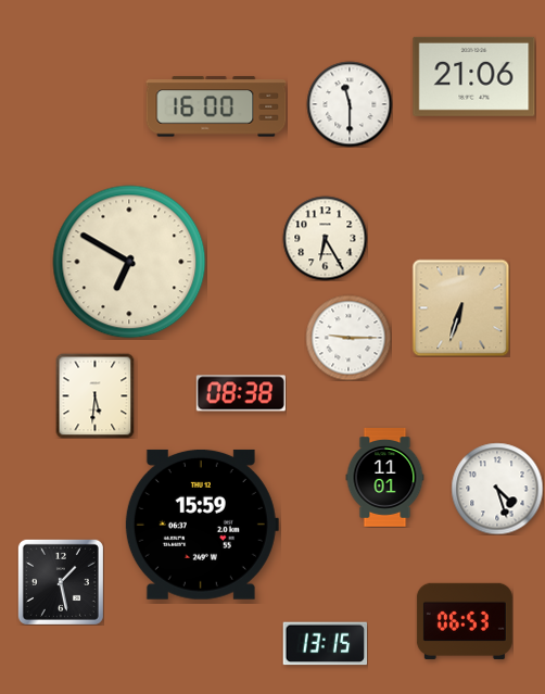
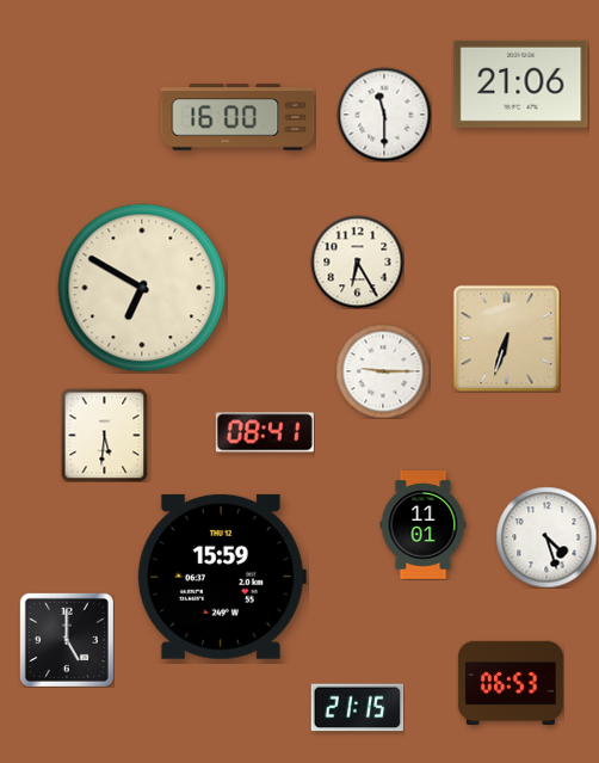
clock at (241, 393): 08:38 -> 08:41
clock at (61, 582): 1:28 -> 5:00
clock at (325, 644): 13:15 -> 21:15
